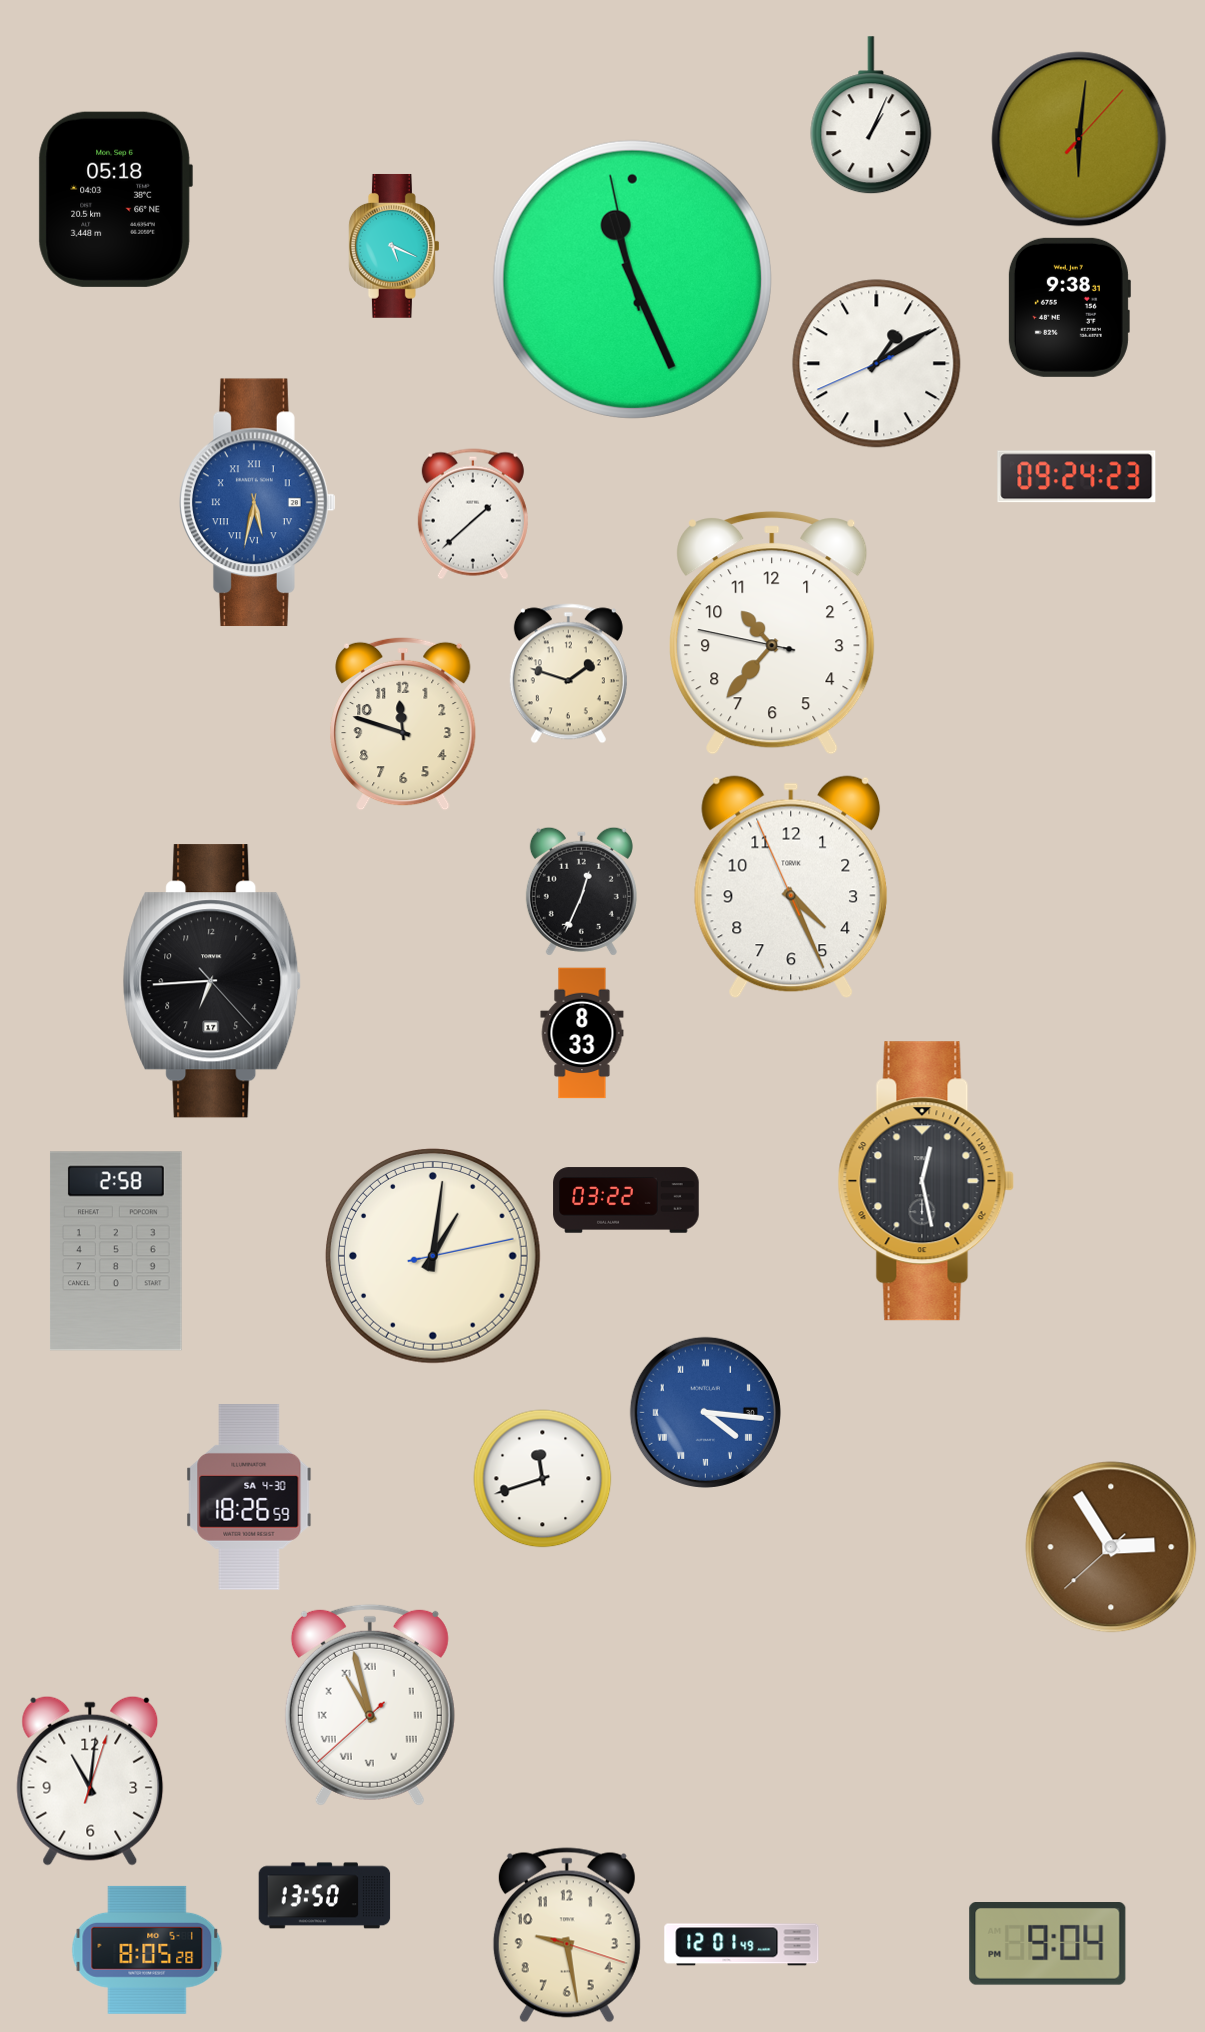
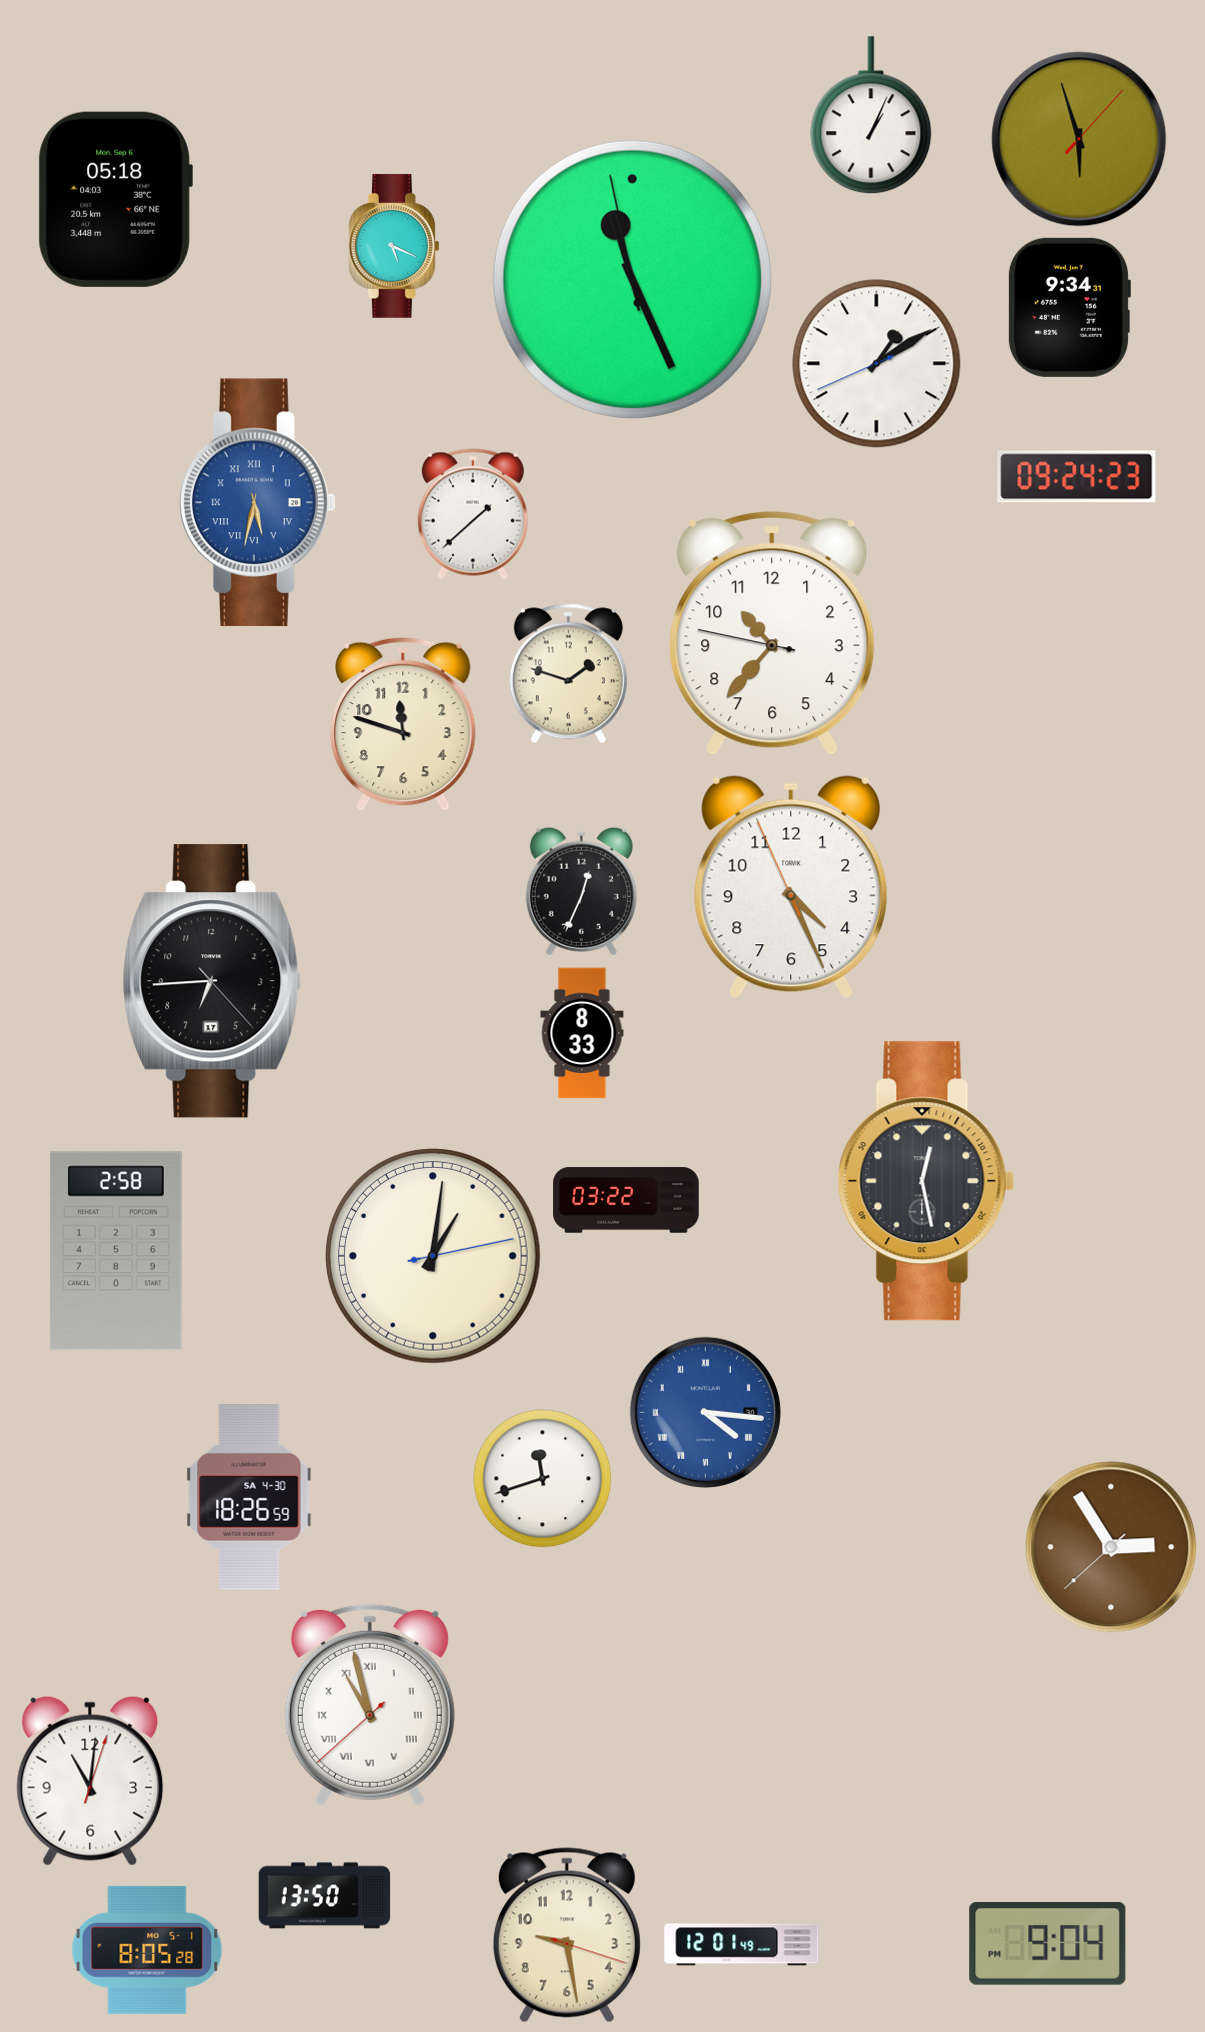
clock at (1079, 139): 6:01 -> 5:57
clock at (1069, 307): 9:38 -> 9:34
